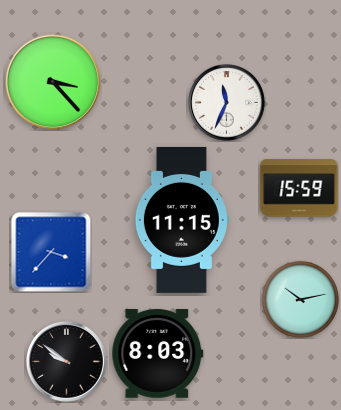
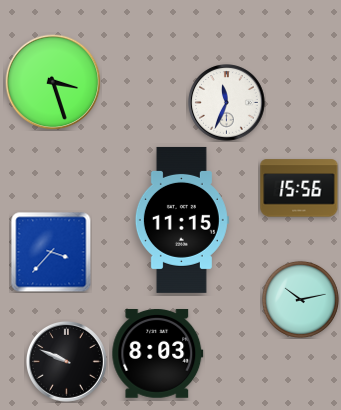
clock at (53, 82): 3:23 -> 3:27
clock at (299, 188): 15:59 -> 15:56
clock at (66, 361): 9:51 -> 9:49
